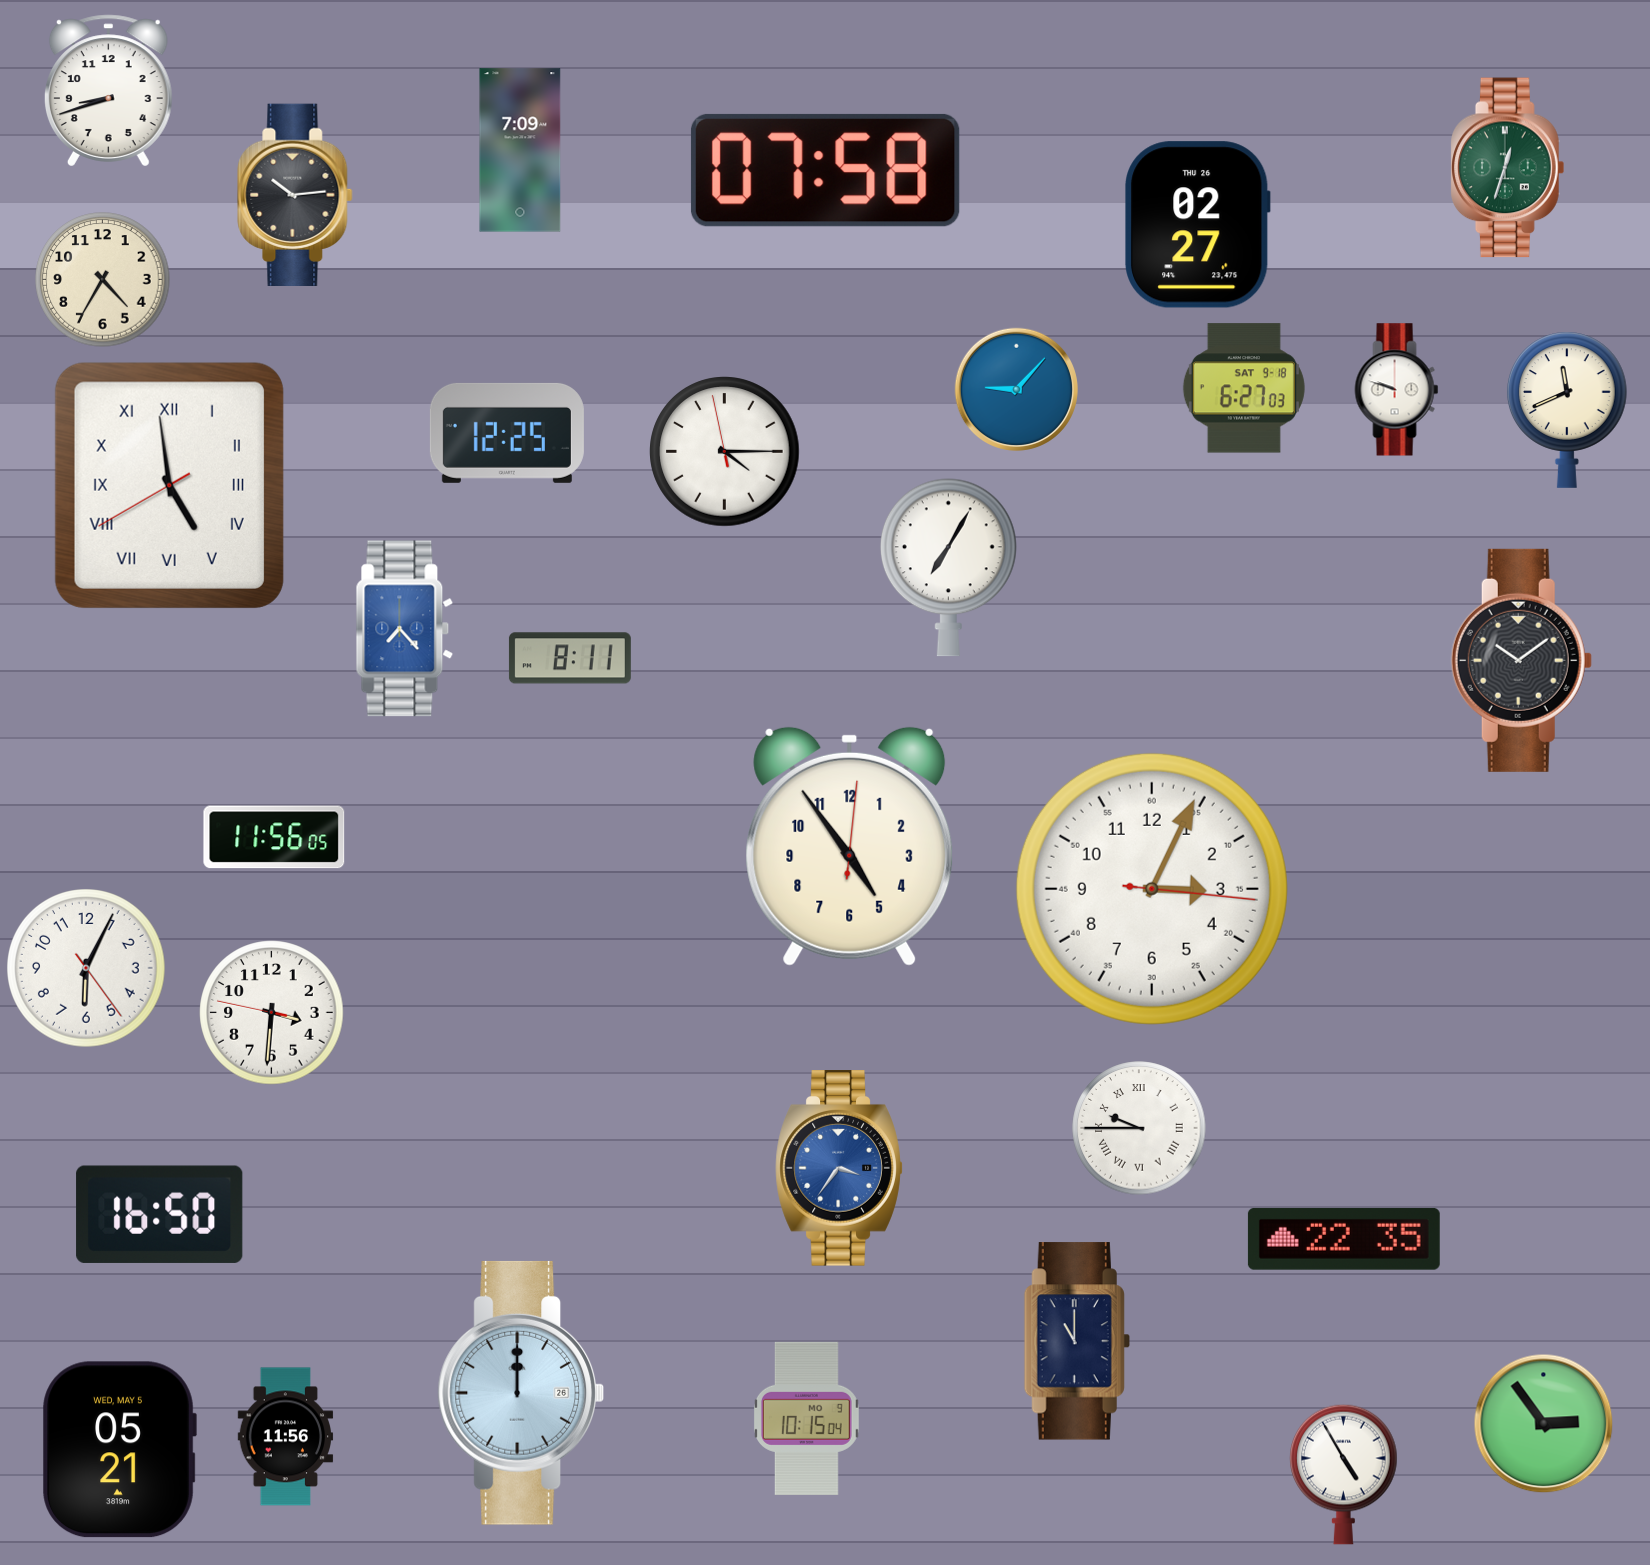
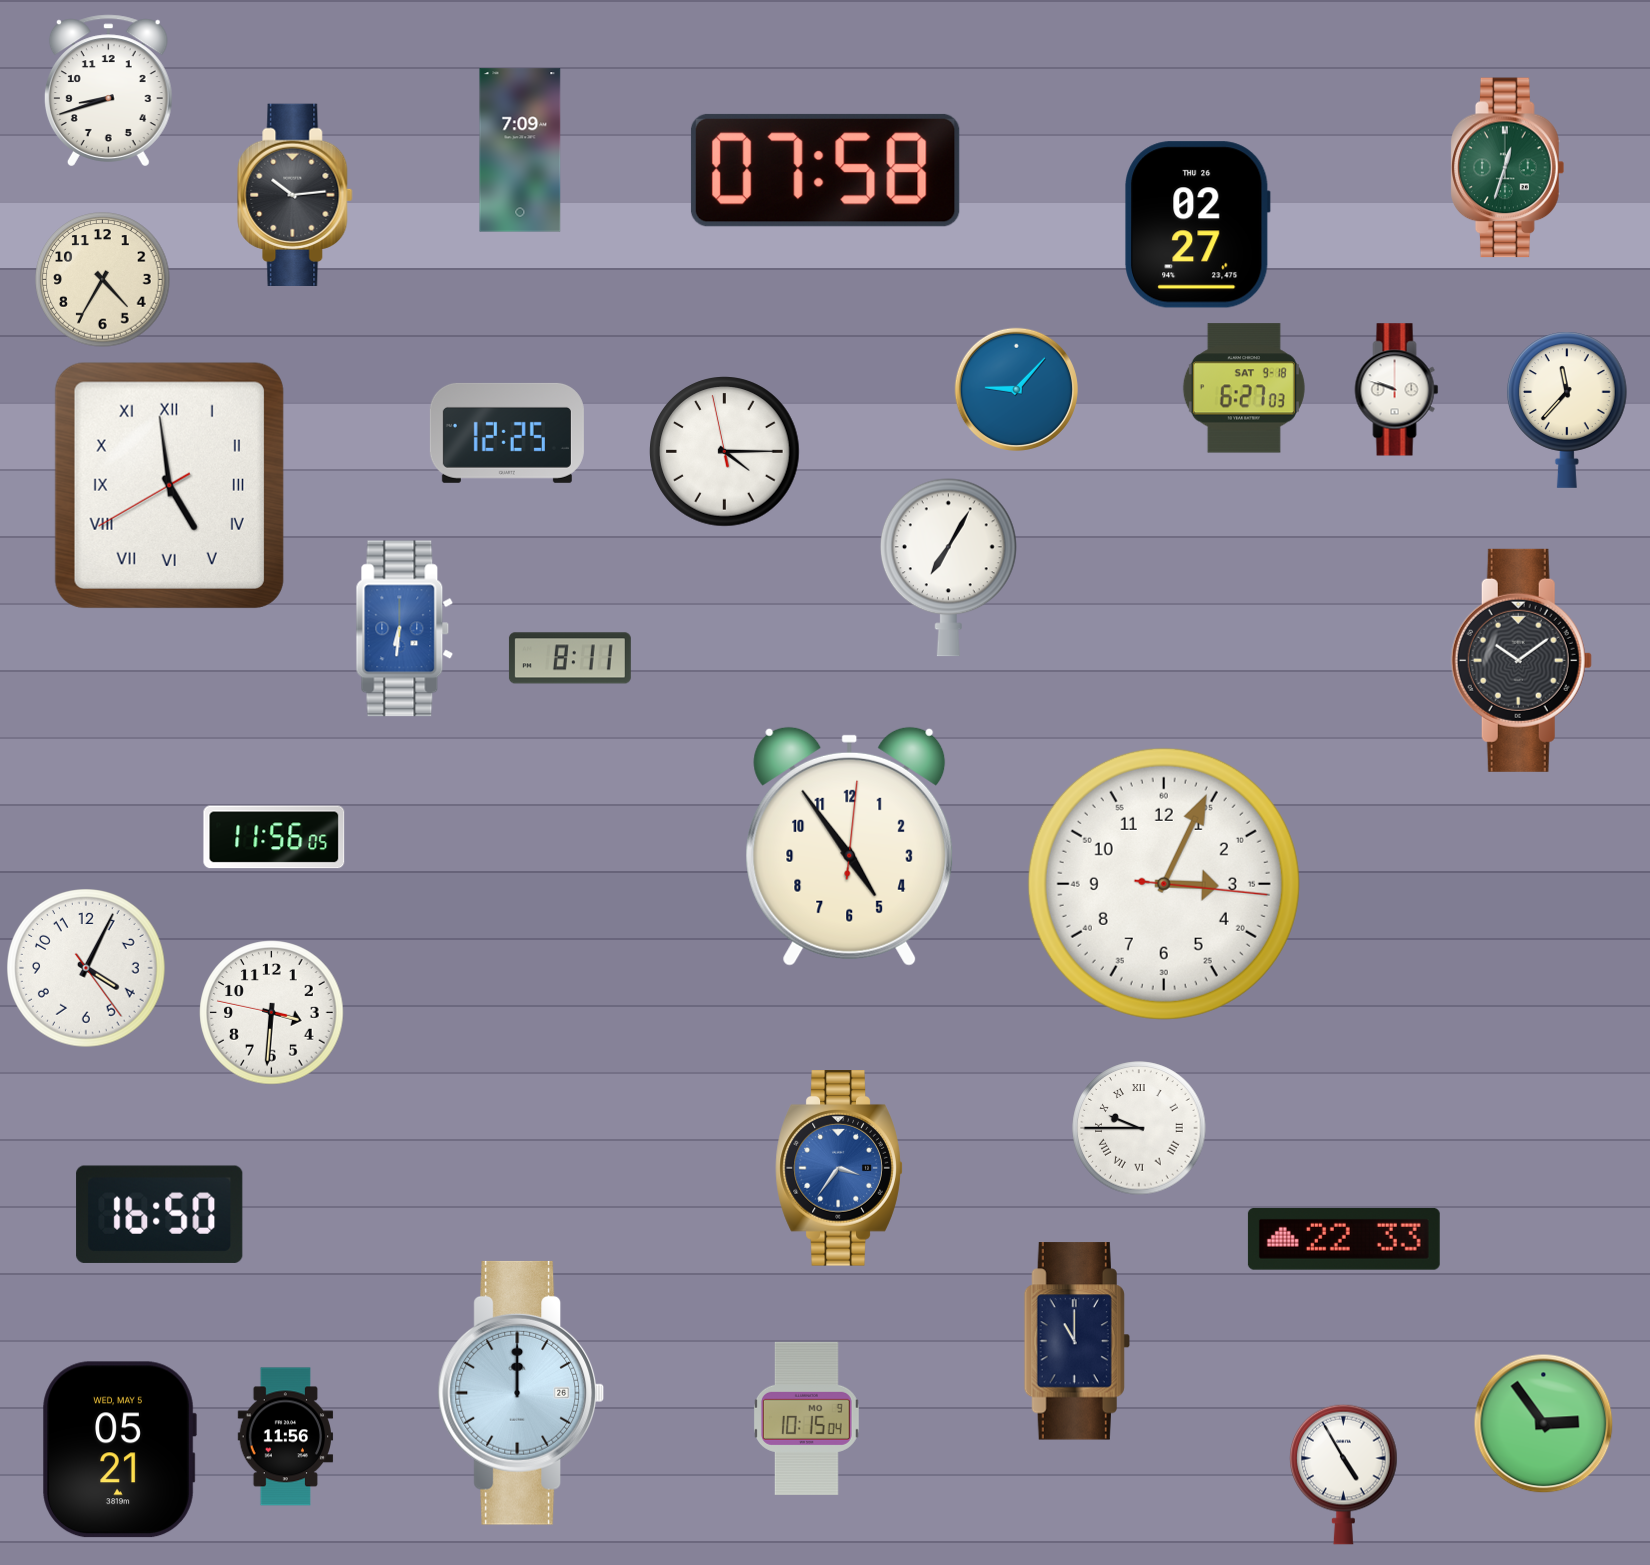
clock at (1567, 410): 11:41 -> 11:37
clock at (405, 629): 7:23 -> 6:31
clock at (1152, 889) position: (1152, 889) -> (1164, 884)
clock at (86, 968): 6:04 -> 4:04
clock at (1344, 1239): 22:35 -> 22:33
